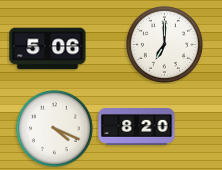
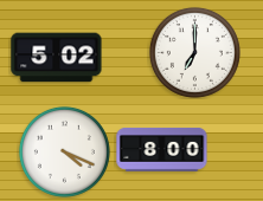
clock at (48, 49): 5:06 -> 5:02
clock at (137, 126): 8:20 -> 8:00
